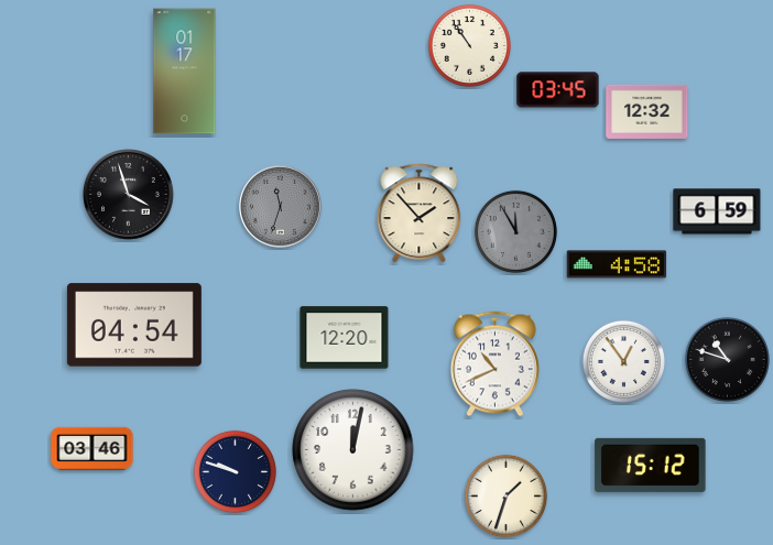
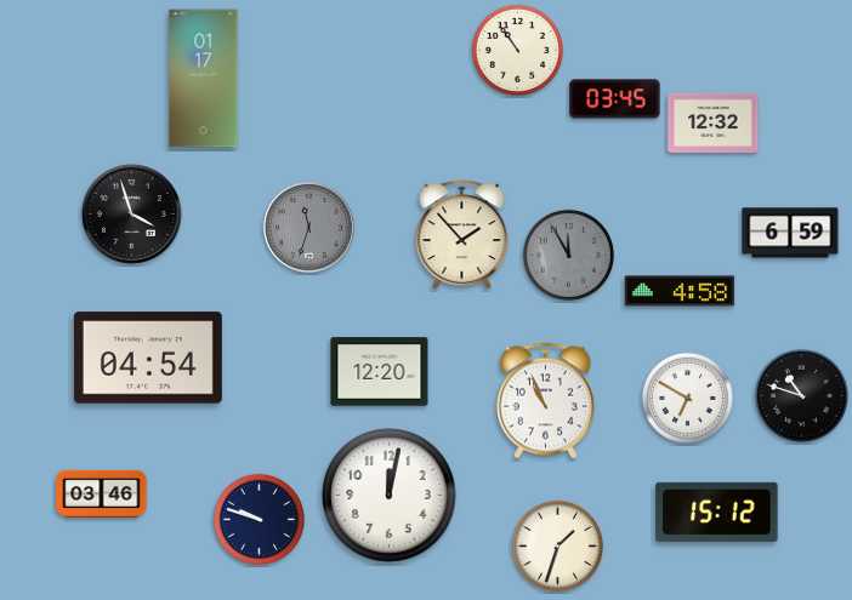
clock at (129, 195) position: (129, 195) -> (132, 215)
clock at (623, 361): 12:54 -> 6:50
clock at (494, 364): 10:41 -> 10:56
